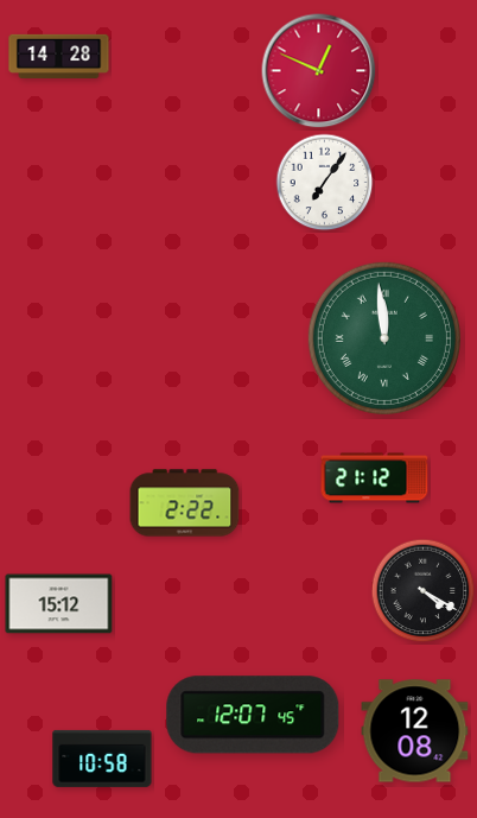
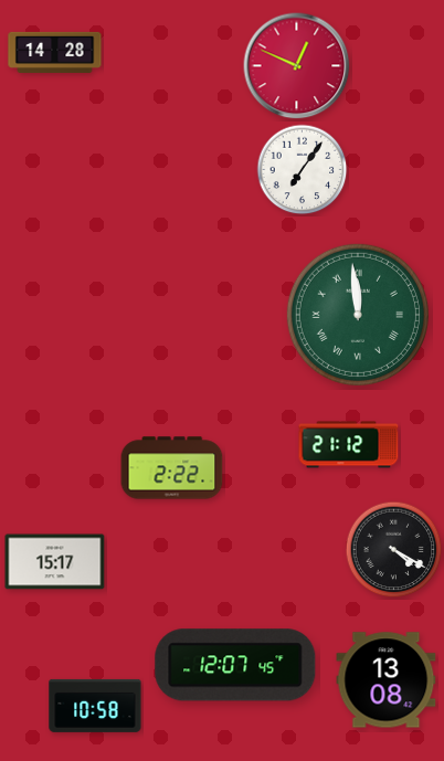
clock at (59, 604): 15:12 -> 15:17
clock at (415, 731): 12:08 -> 13:08
